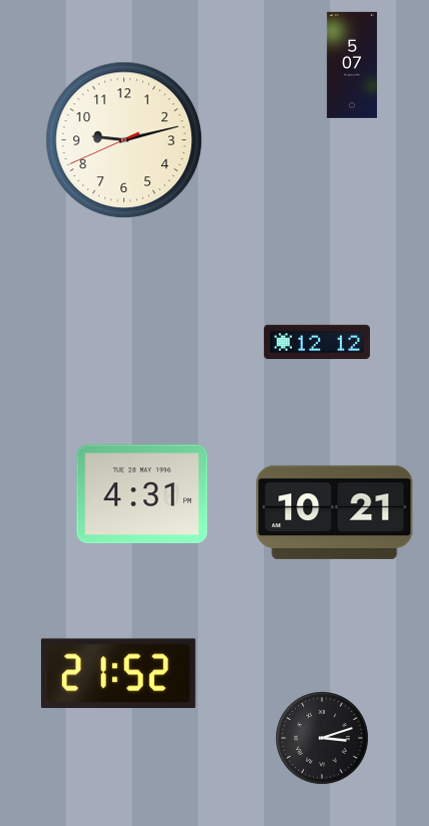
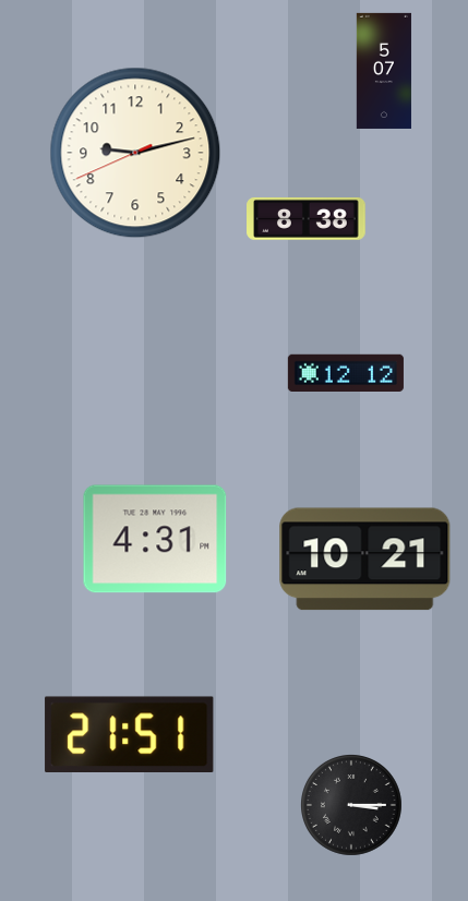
clock at (307, 218): none -> 8:38
clock at (119, 673): 21:52 -> 21:51
clock at (323, 739): 3:12 -> 3:15
